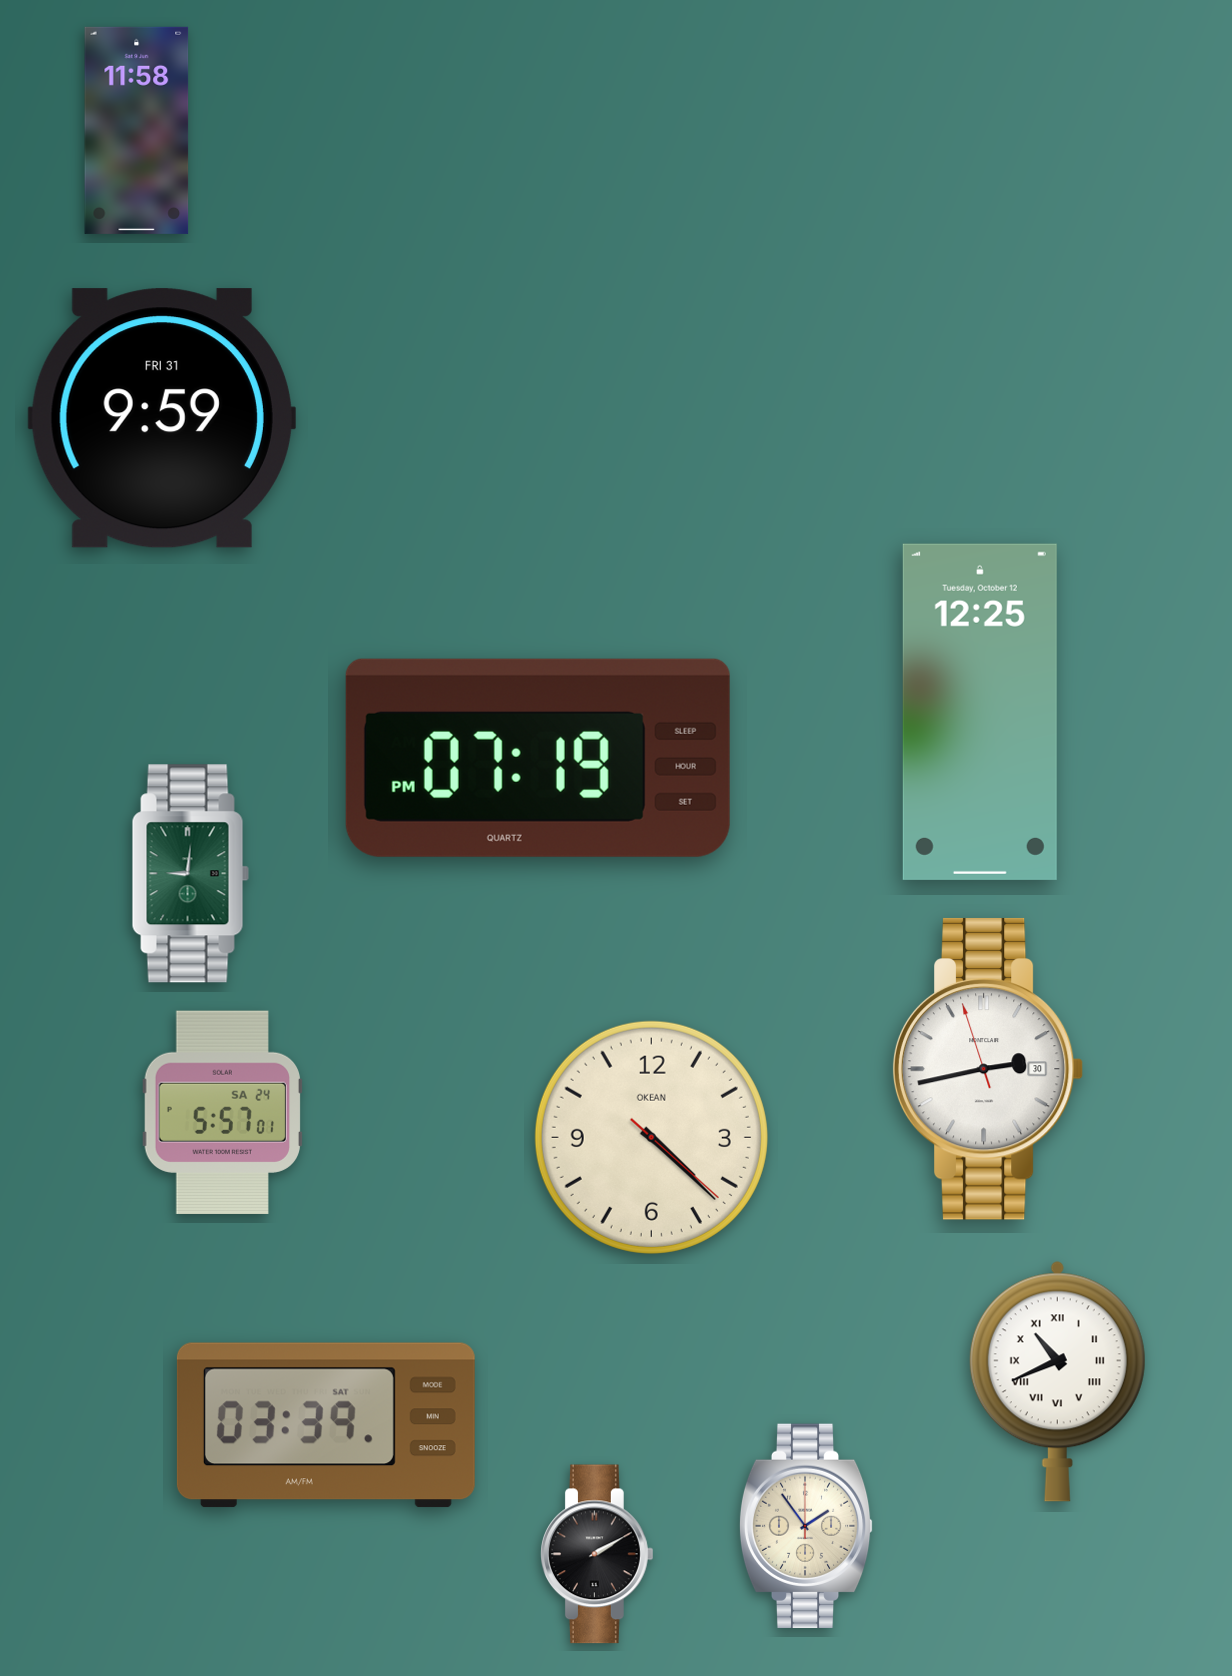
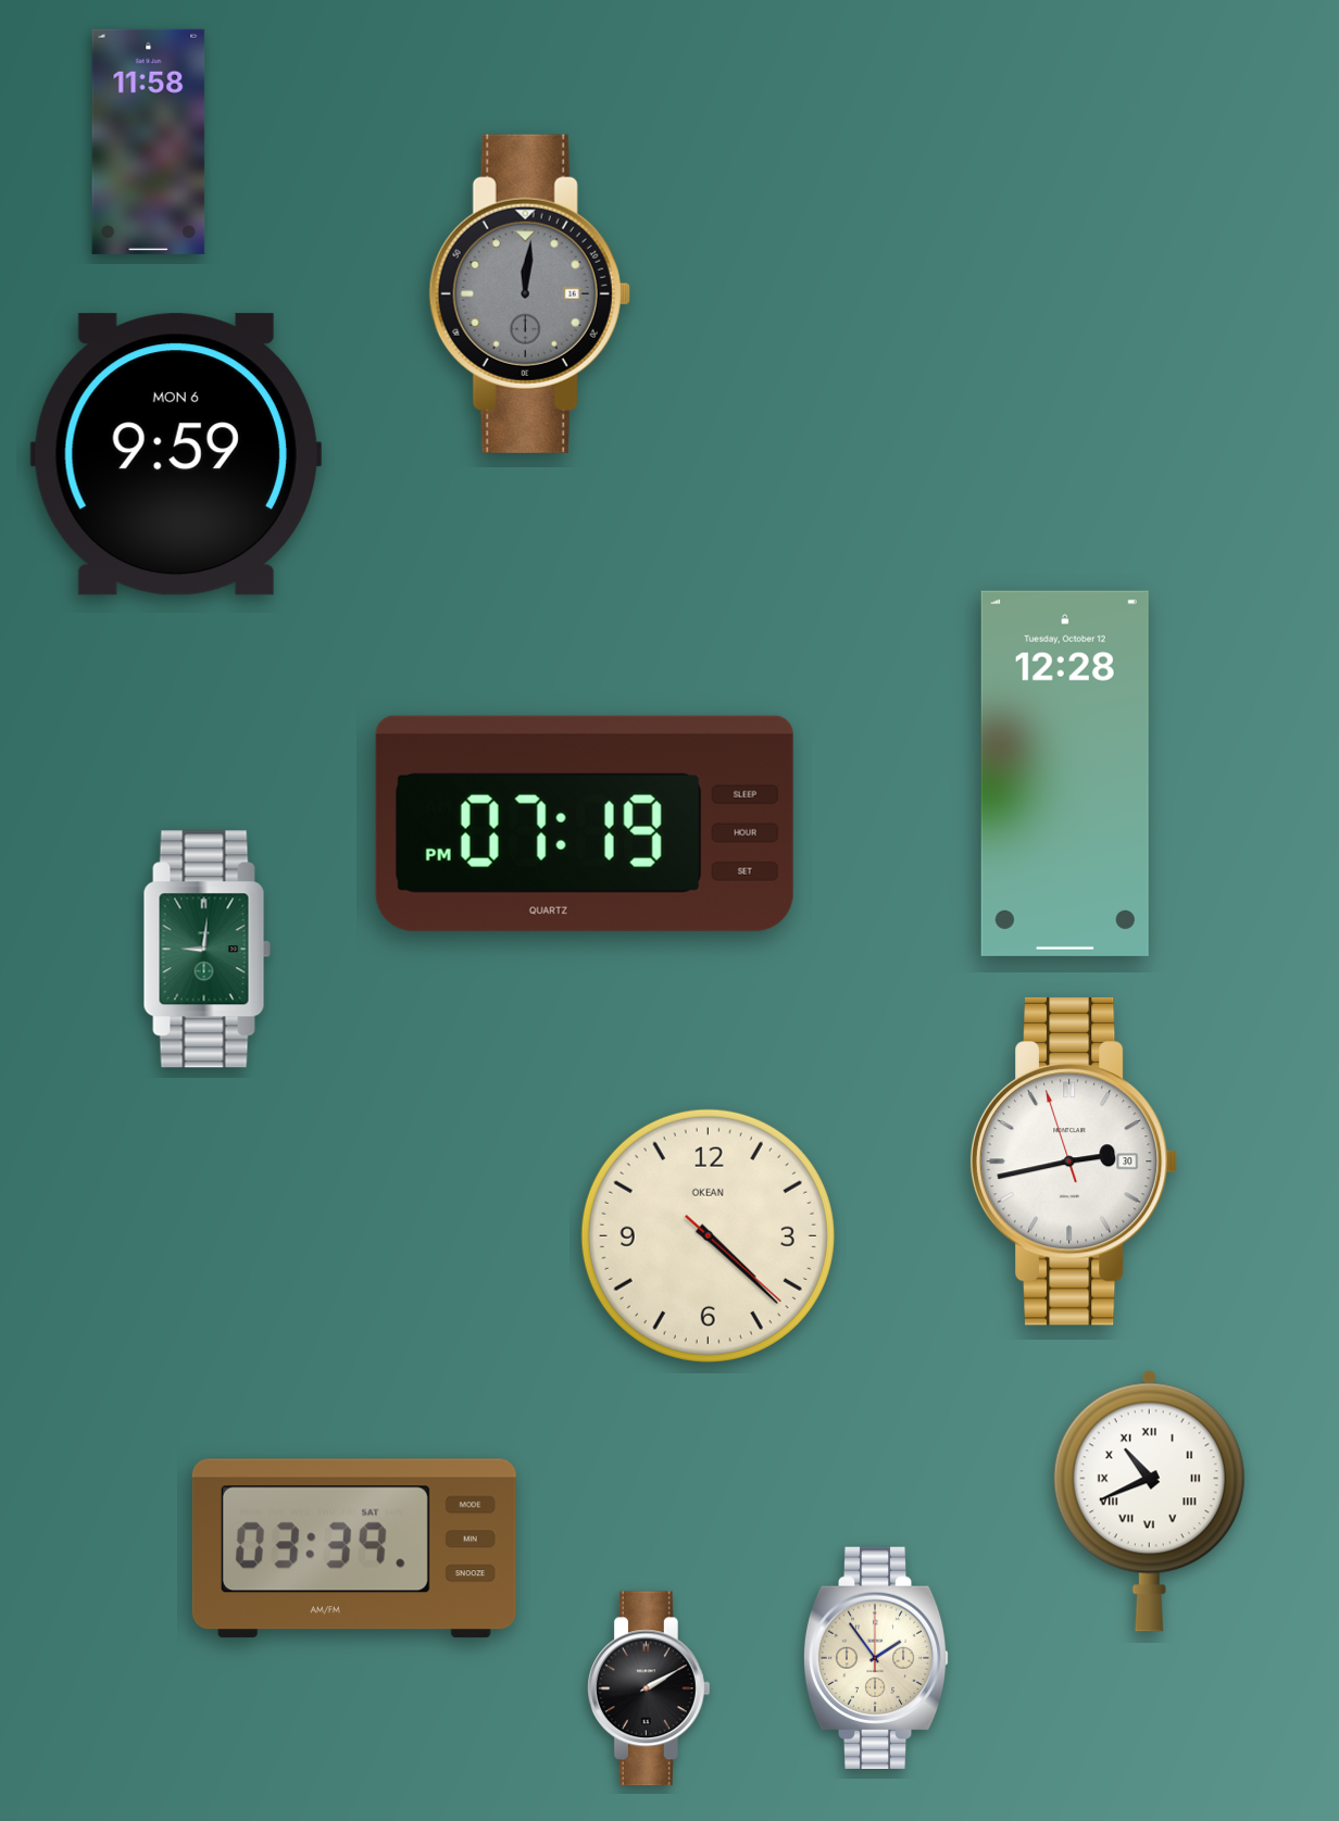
clock at (529, 293): none -> 12:01
clock at (162, 418) date: FRI 31 -> MON 6
clock at (980, 712): 12:25 -> 12:28
clock at (222, 1112): 5:57 -> none
